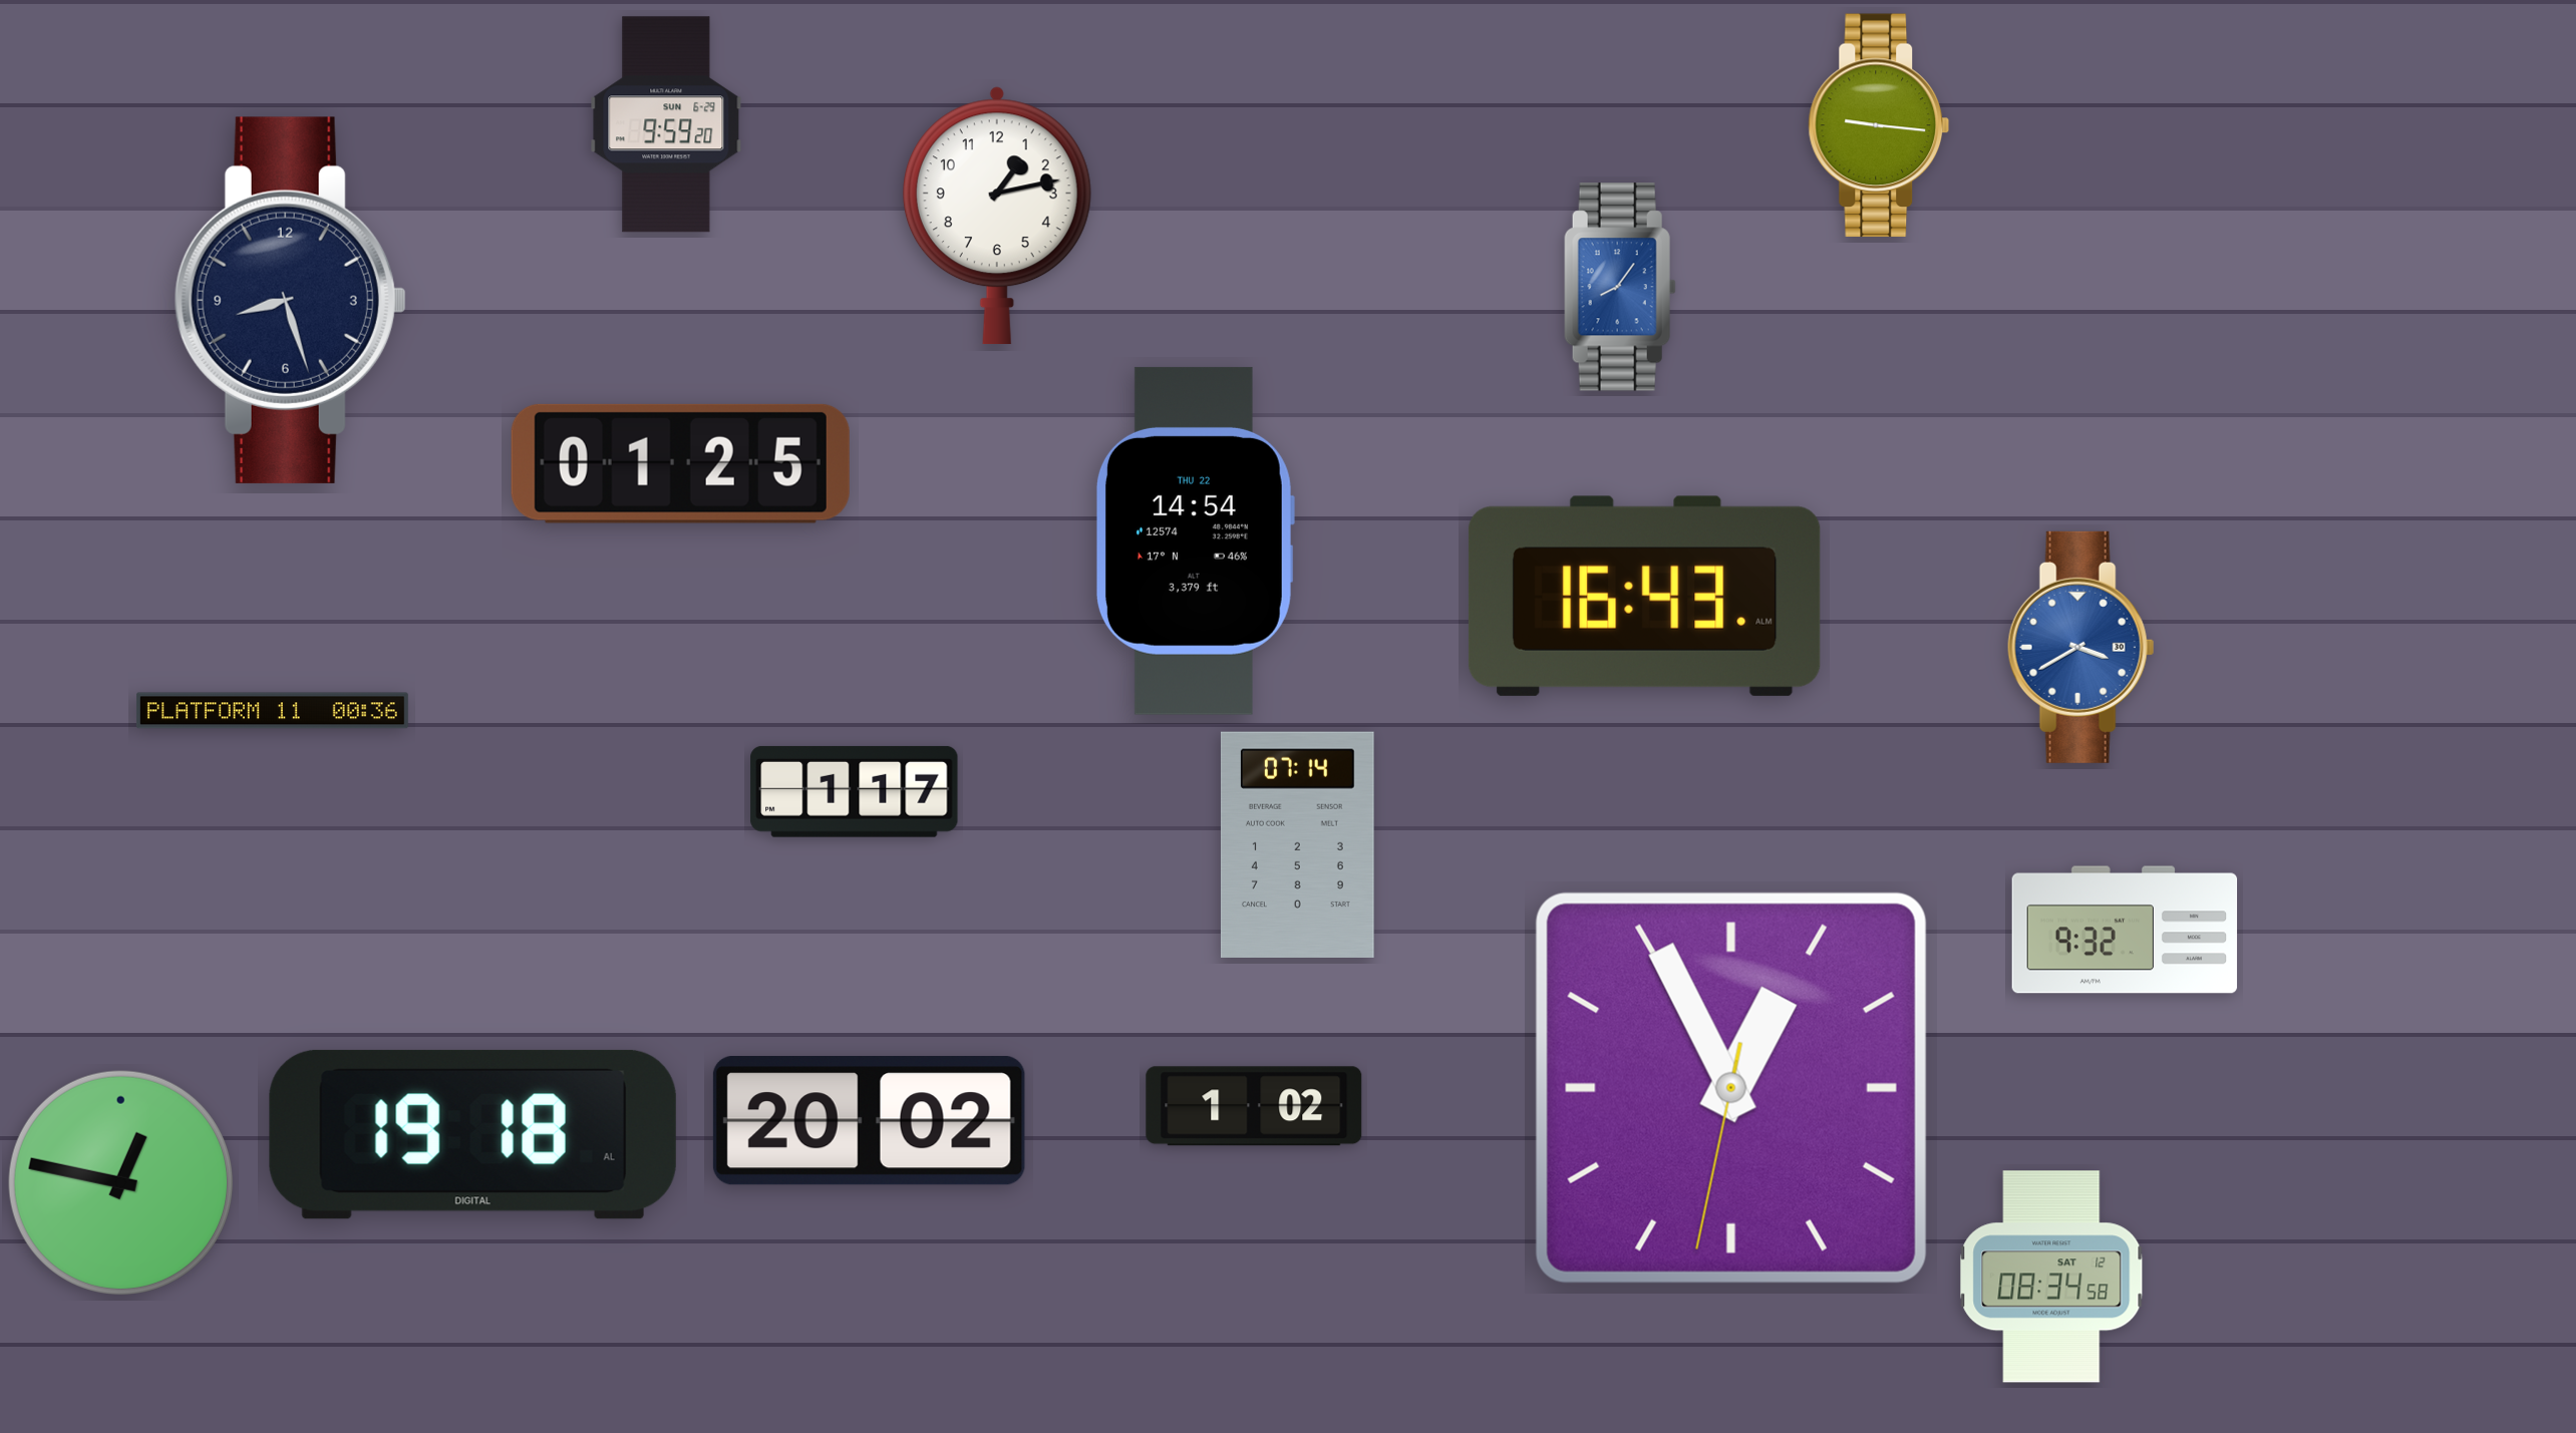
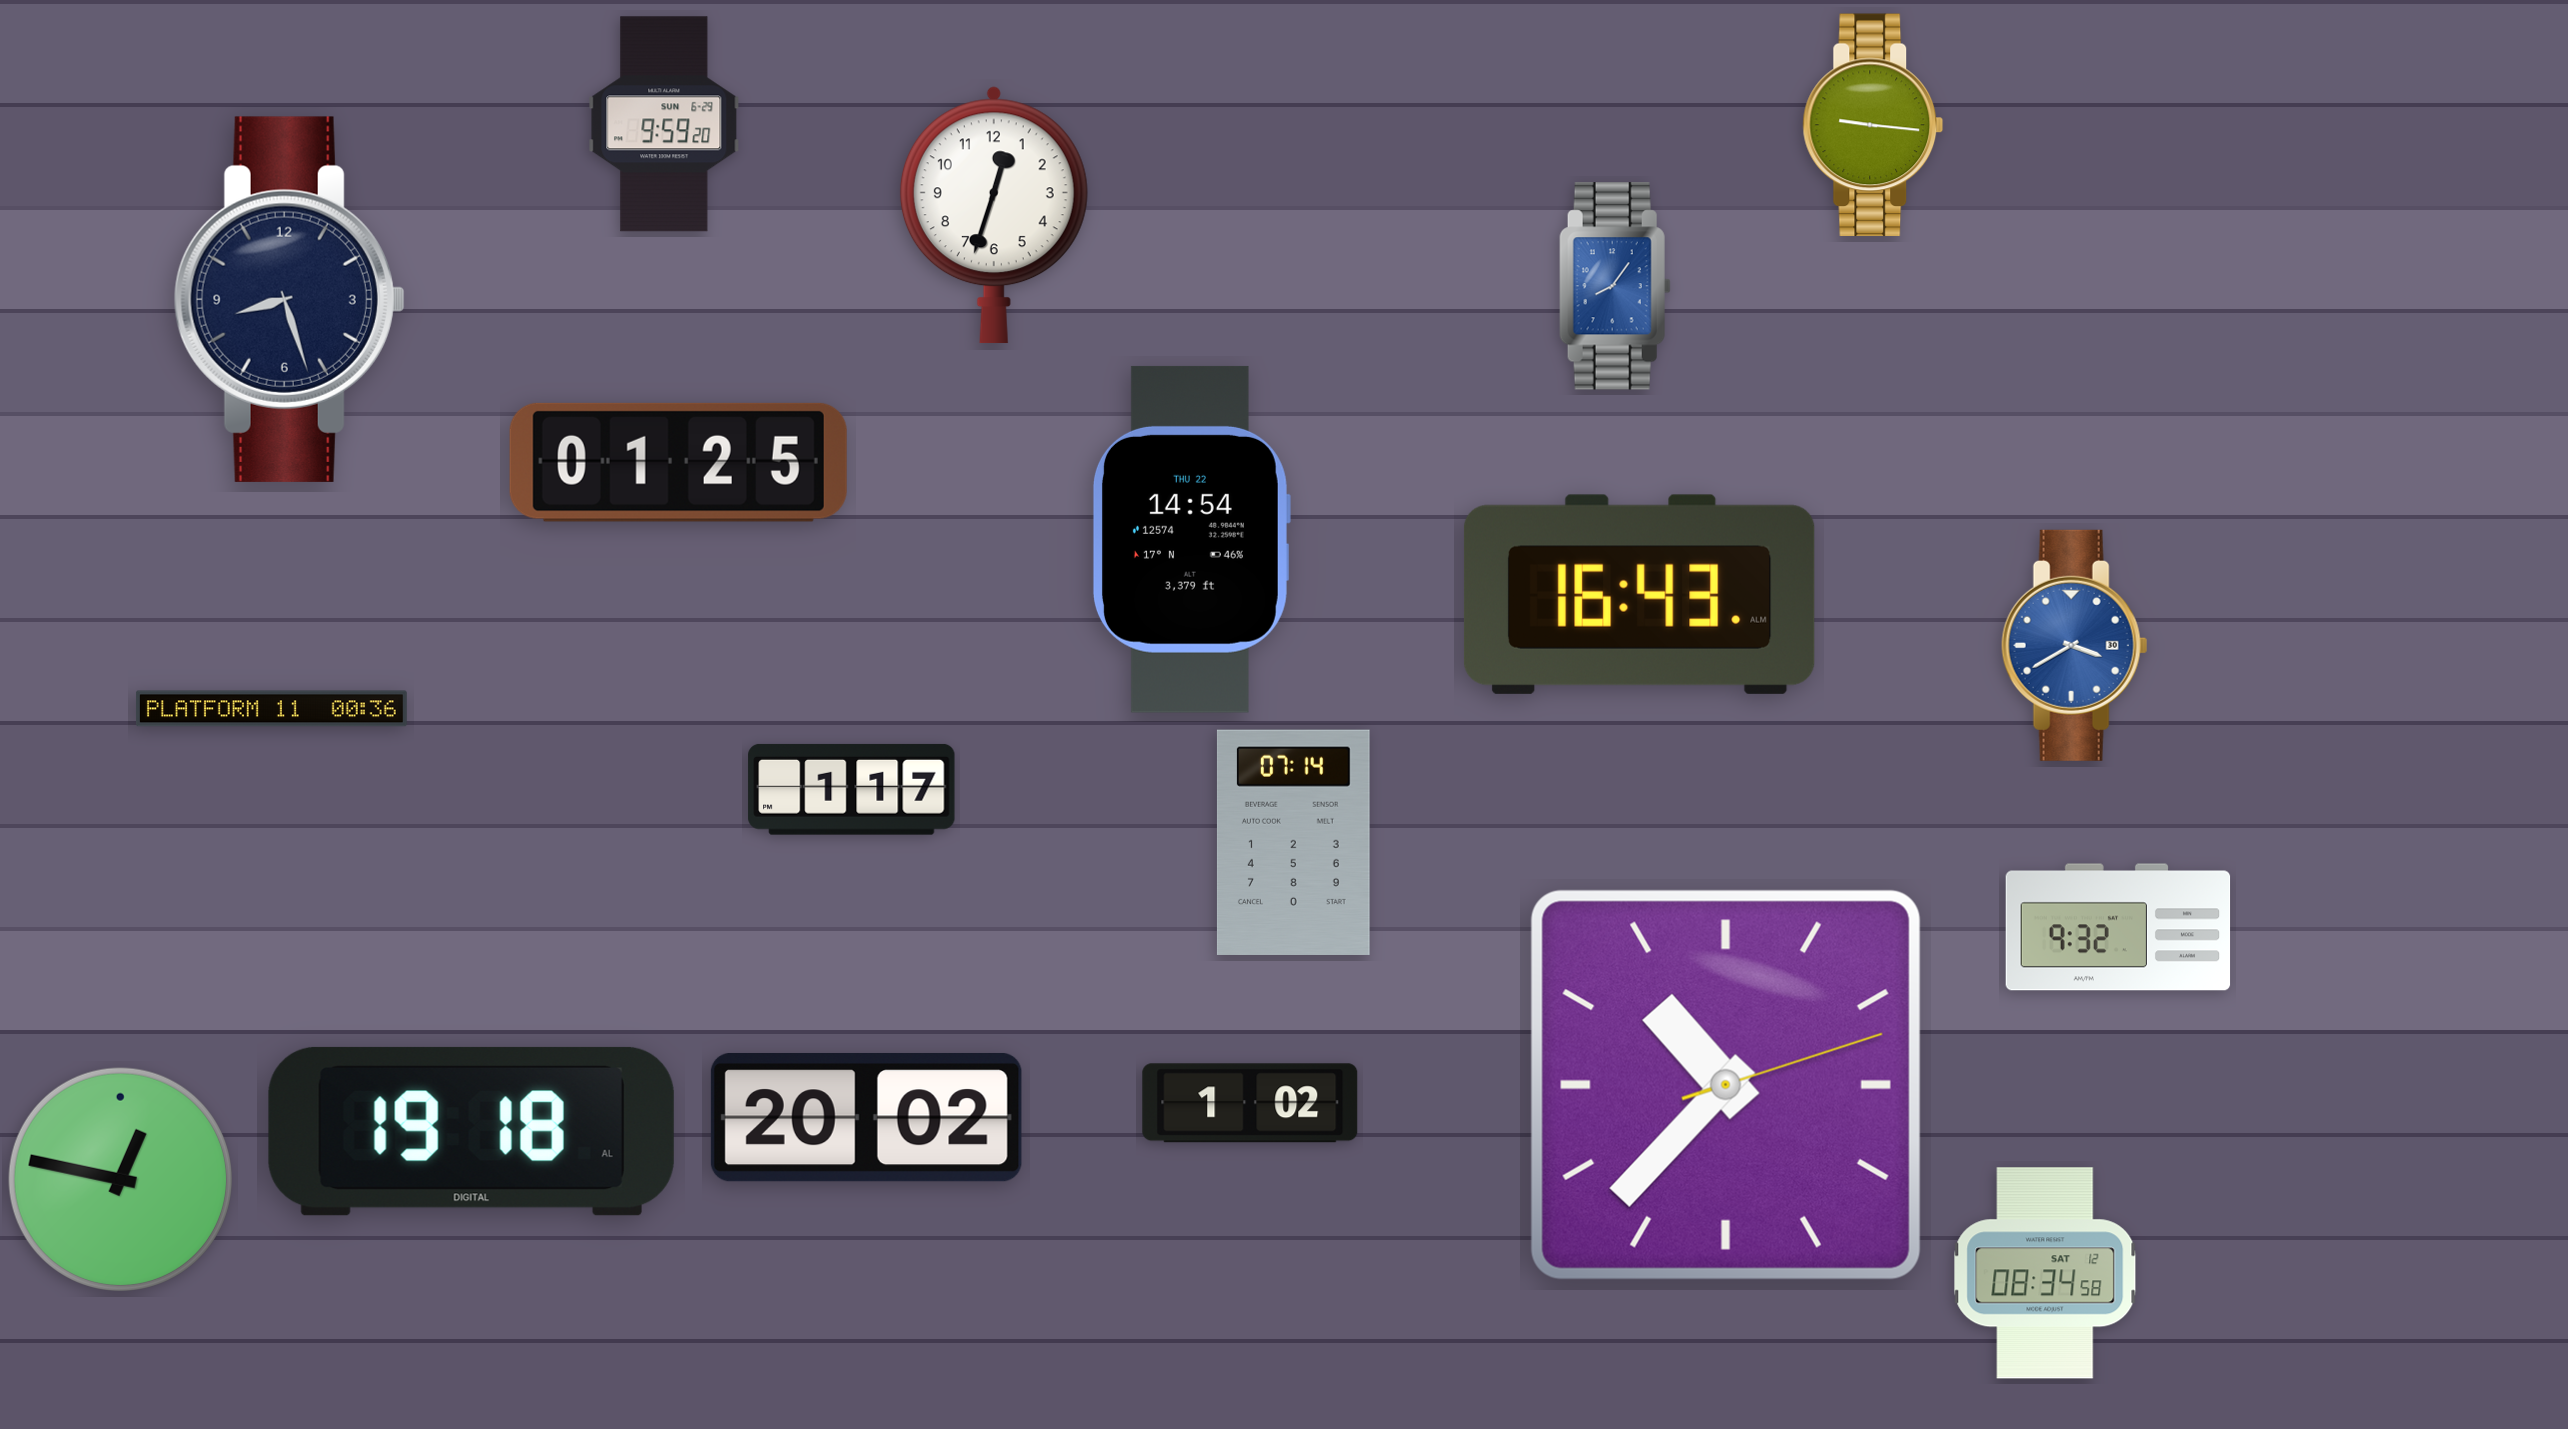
clock at (997, 216): 1:13 -> 12:33
clock at (1731, 1088): 12:55 -> 10:37
